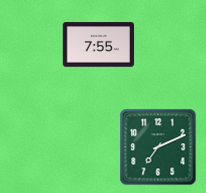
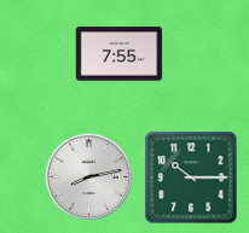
clock at (89, 177): none -> 8:13
clock at (158, 147): 7:11 -> 10:15
